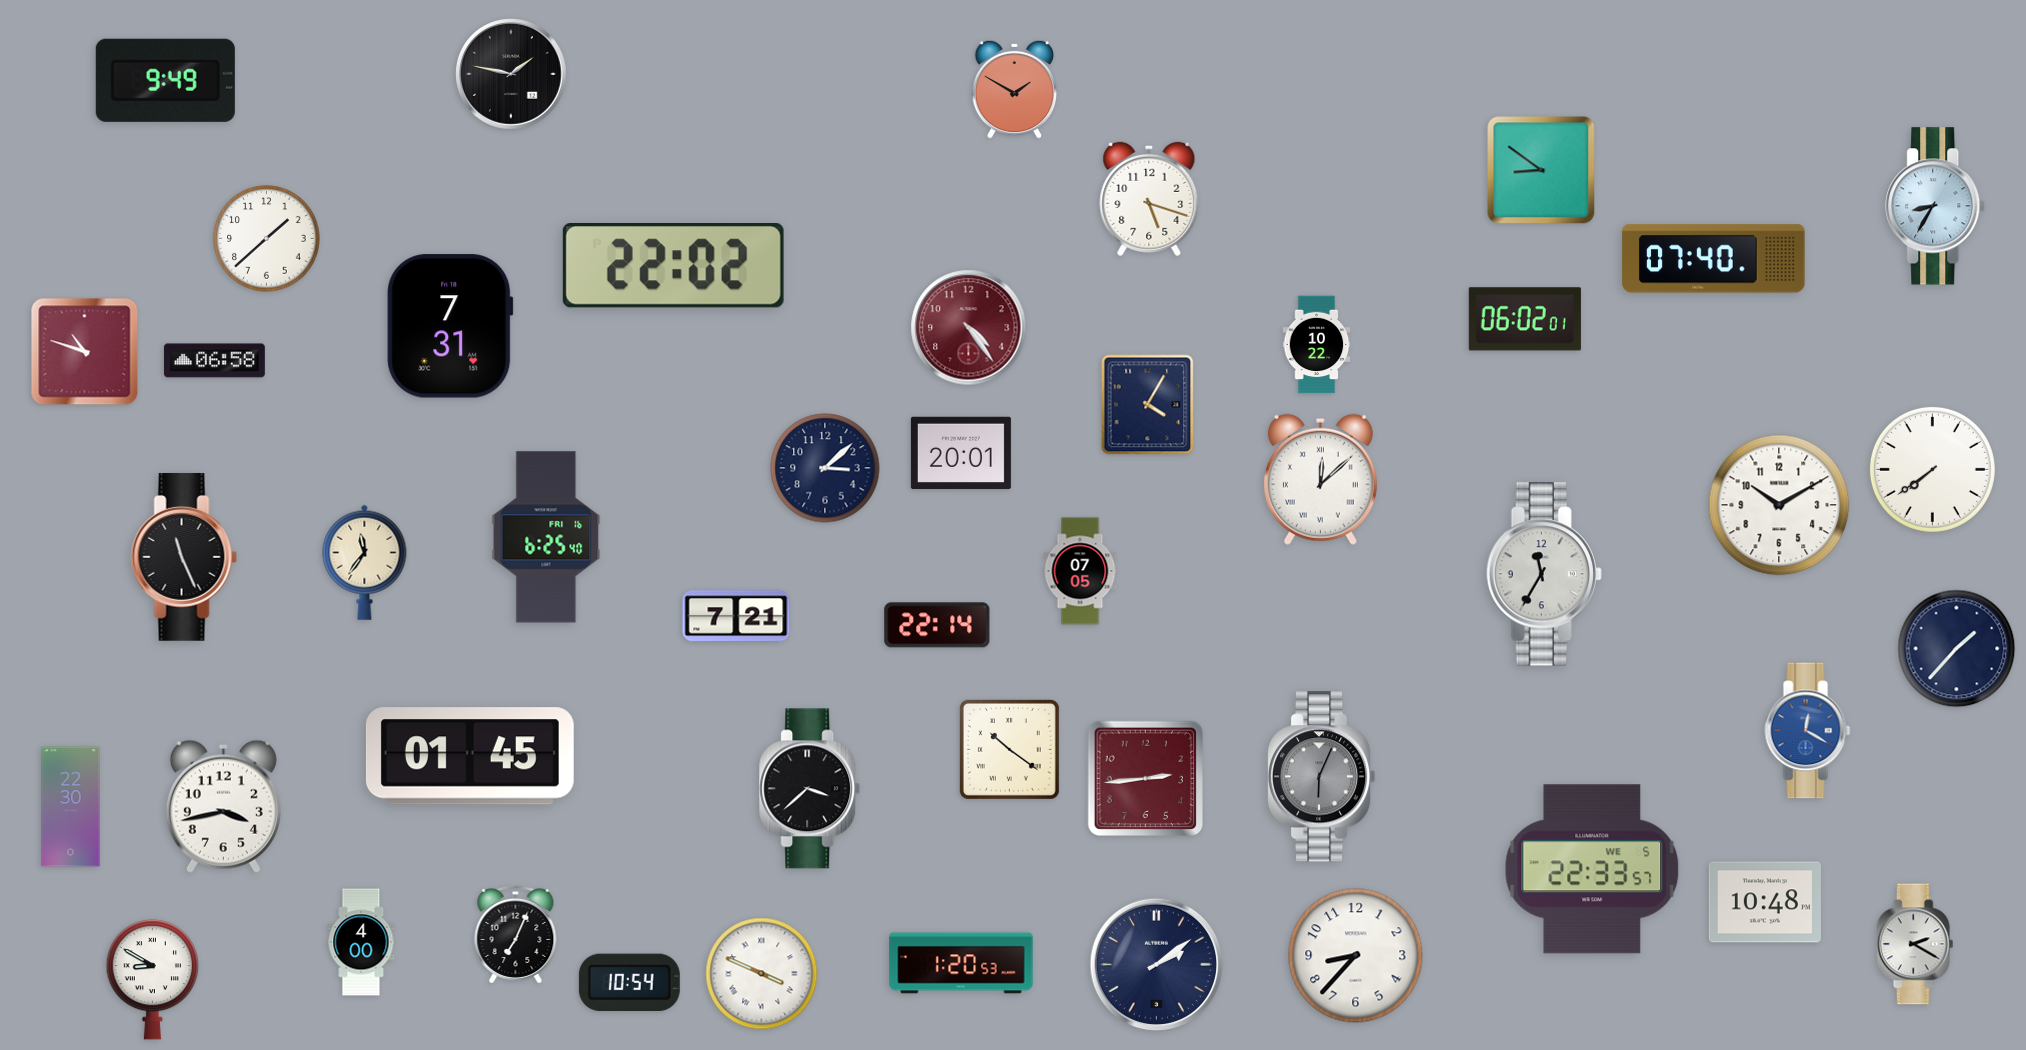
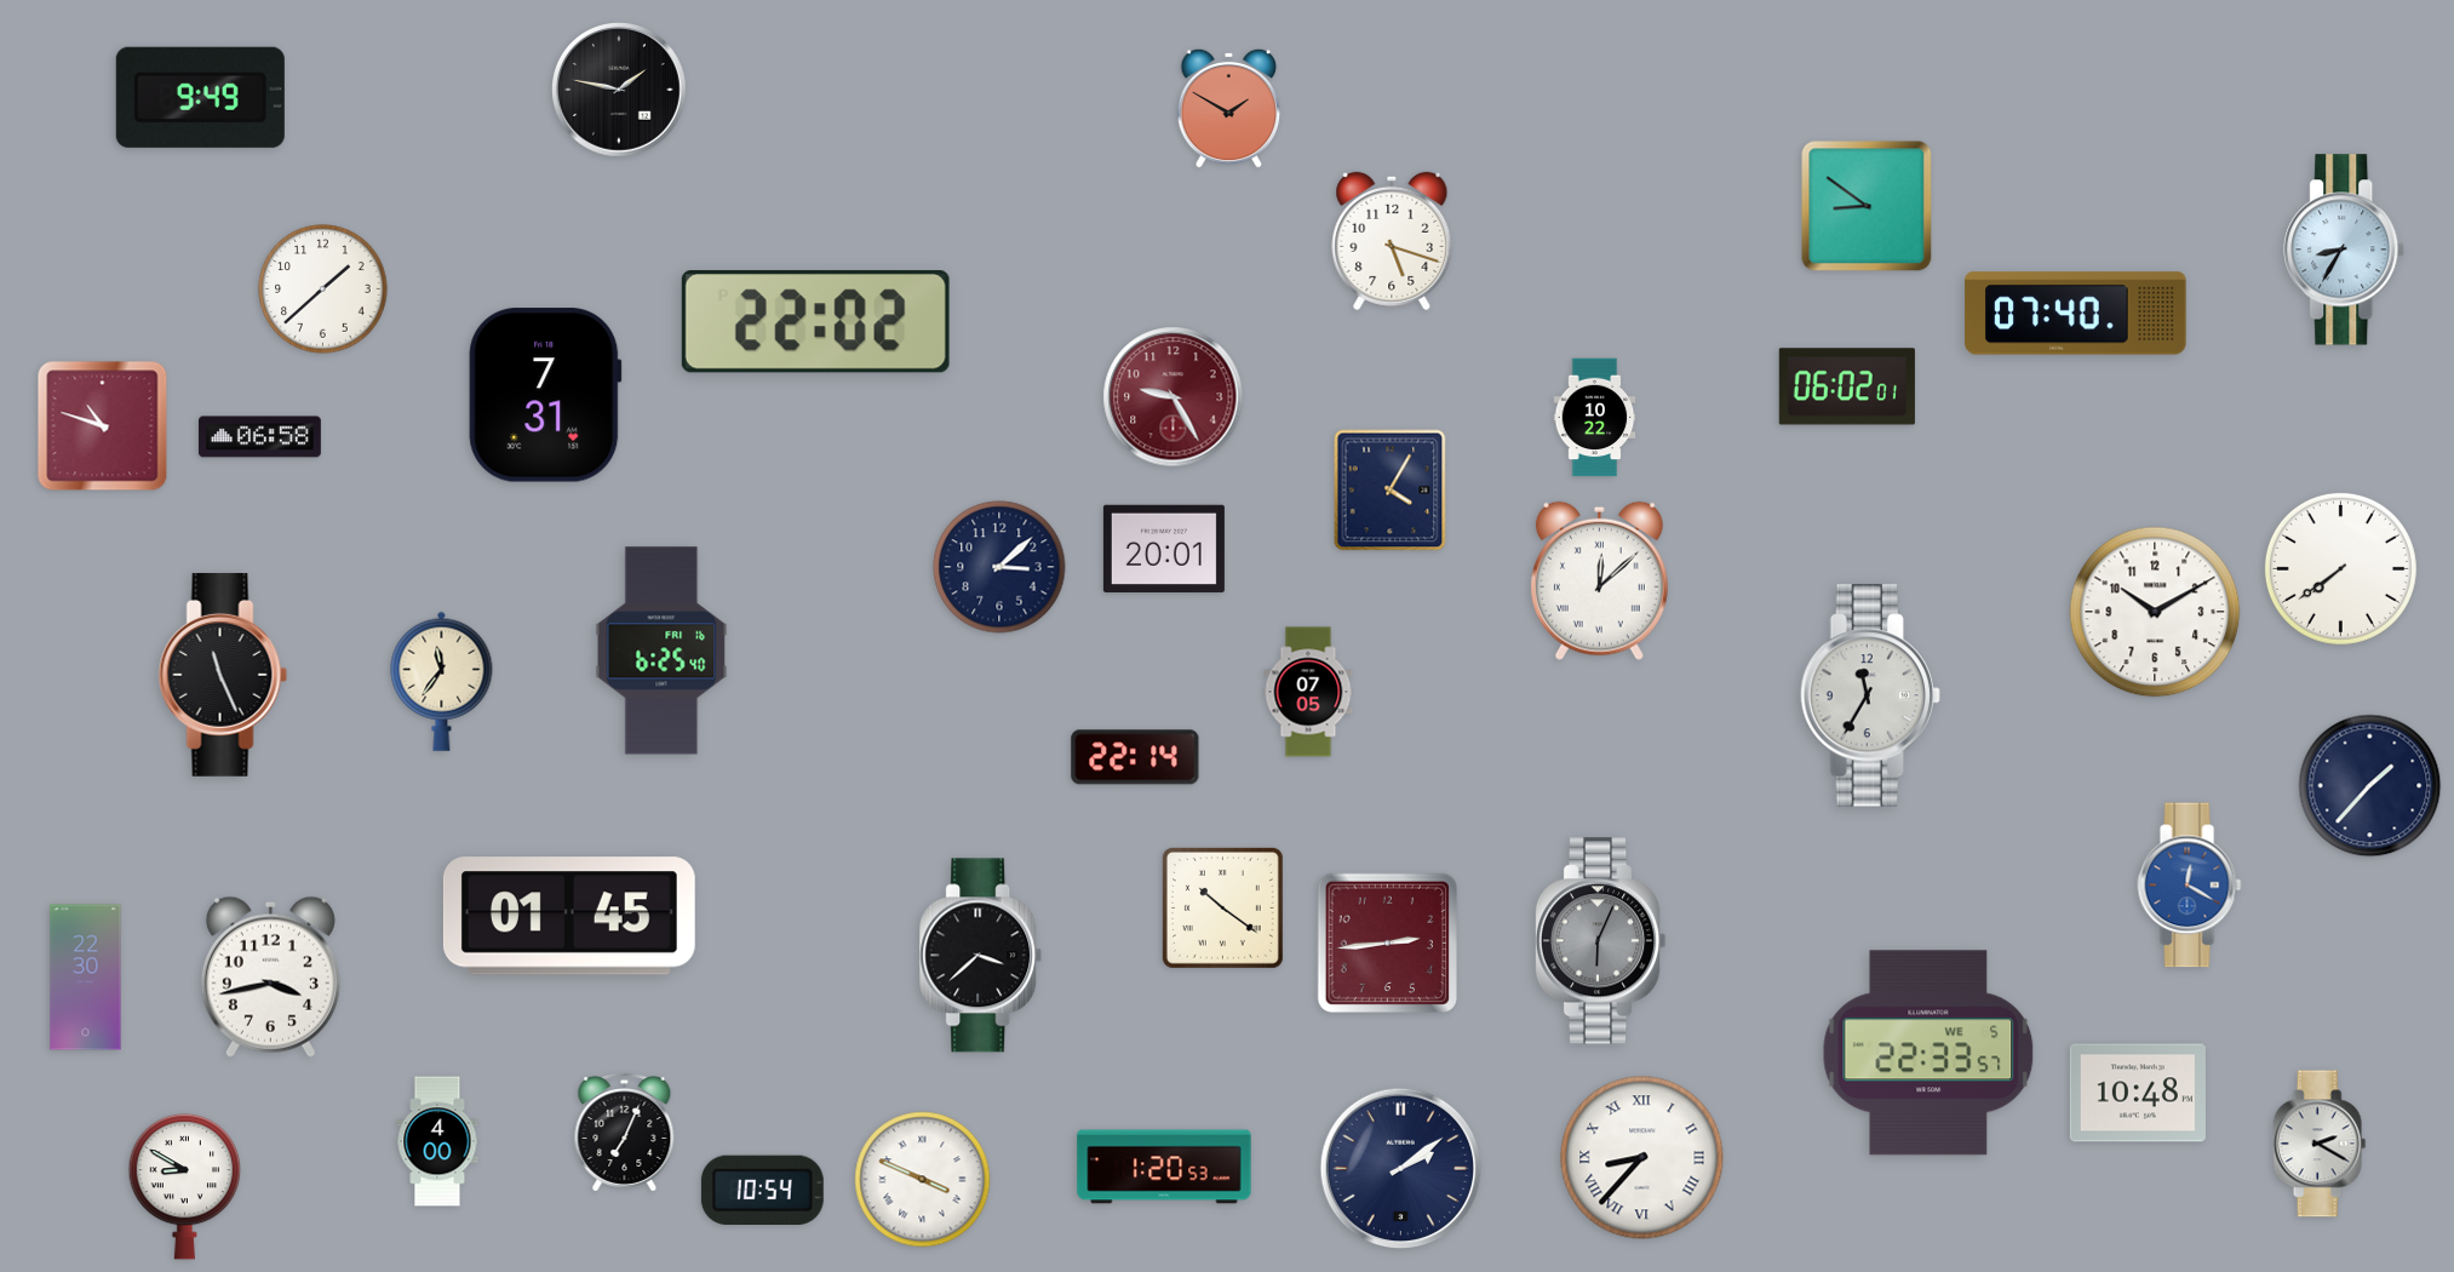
clock at (969, 328): 4:24 -> 9:25
clock at (736, 616): 7:21 -> none
clock at (1356, 956) numerals: Arabic -> Roman
